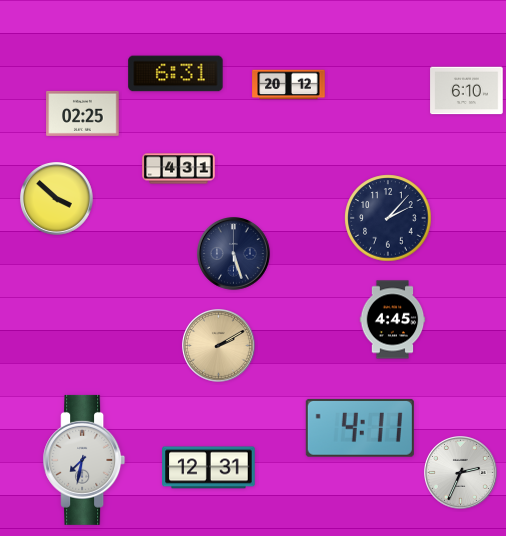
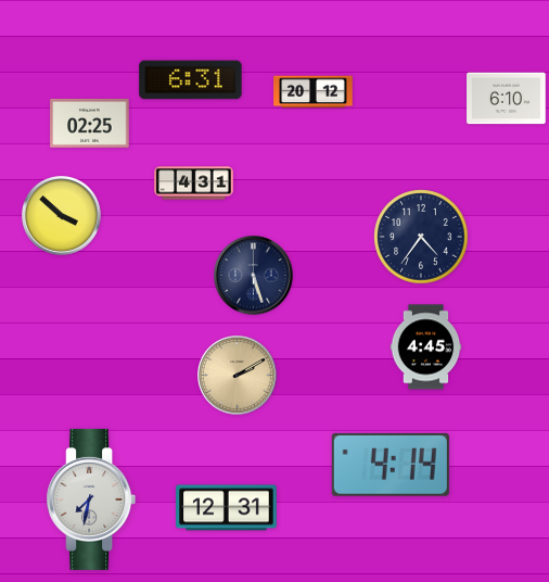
clock at (388, 218): 2:07 -> 4:36
clock at (360, 428): 4:11 -> 4:14
clock at (461, 473): 2:34 -> none
